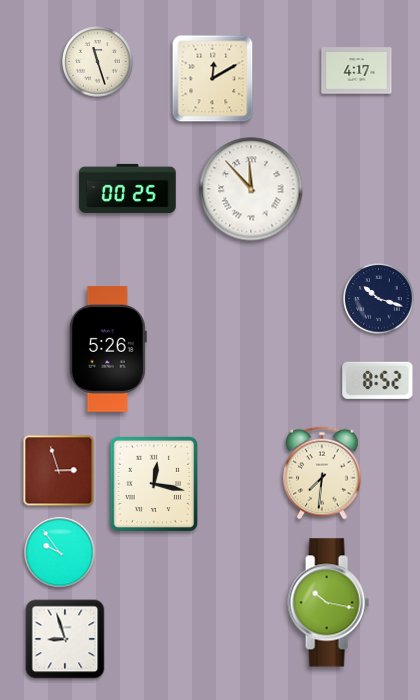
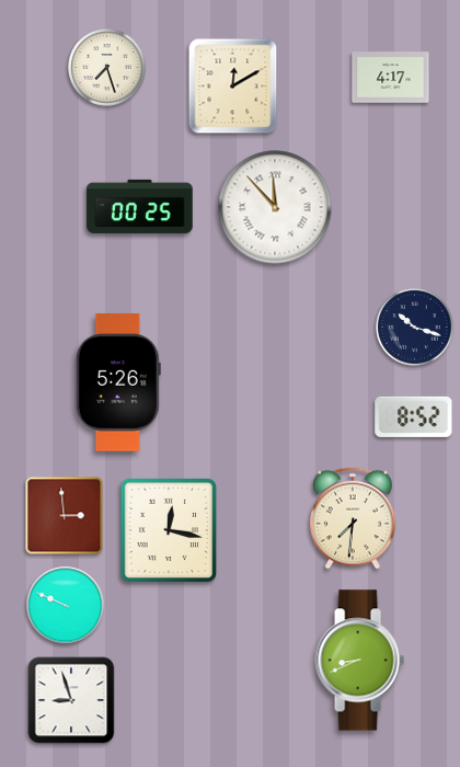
clock at (98, 62): 11:27 -> 7:27
clock at (59, 471): 2:57 -> 2:59
clock at (60, 553): 9:54 -> 9:49
clock at (328, 603): 10:17 -> 8:41
